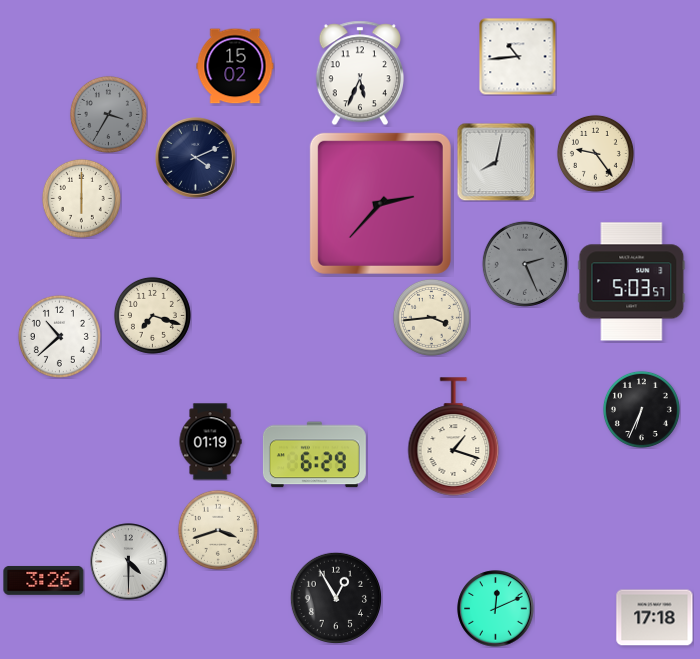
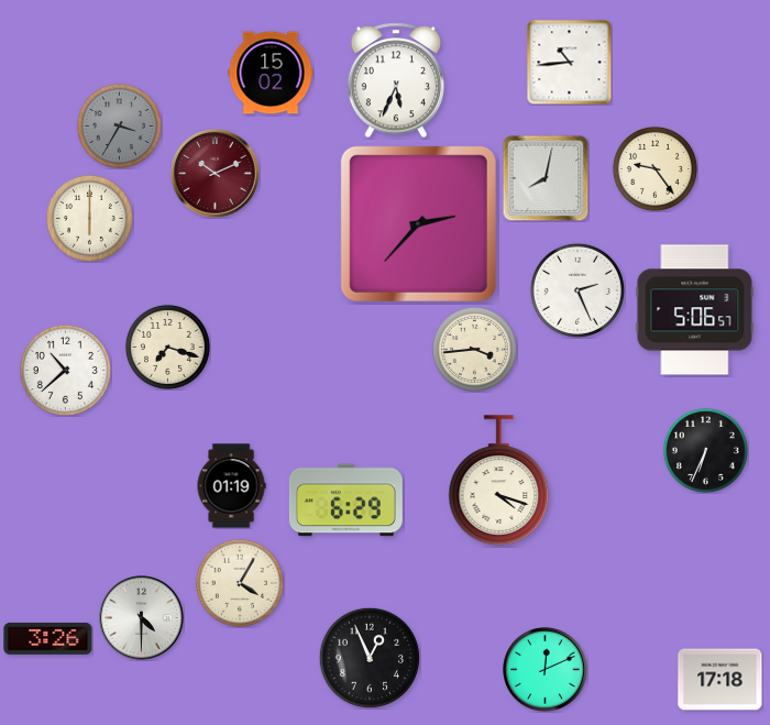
clock at (235, 66) position: (235, 66) -> (271, 73)
clock at (196, 158): 4:11 -> 10:11
clock at (196, 158) dial: navy -> burgundy
clock at (525, 264) dial: grey -> white
clock at (632, 282): 5:03 -> 5:06
clock at (454, 437): 1:18 -> 4:18
clock at (218, 530): 3:42 -> 4:05
clock at (336, 598): 12:55 -> 12:56
